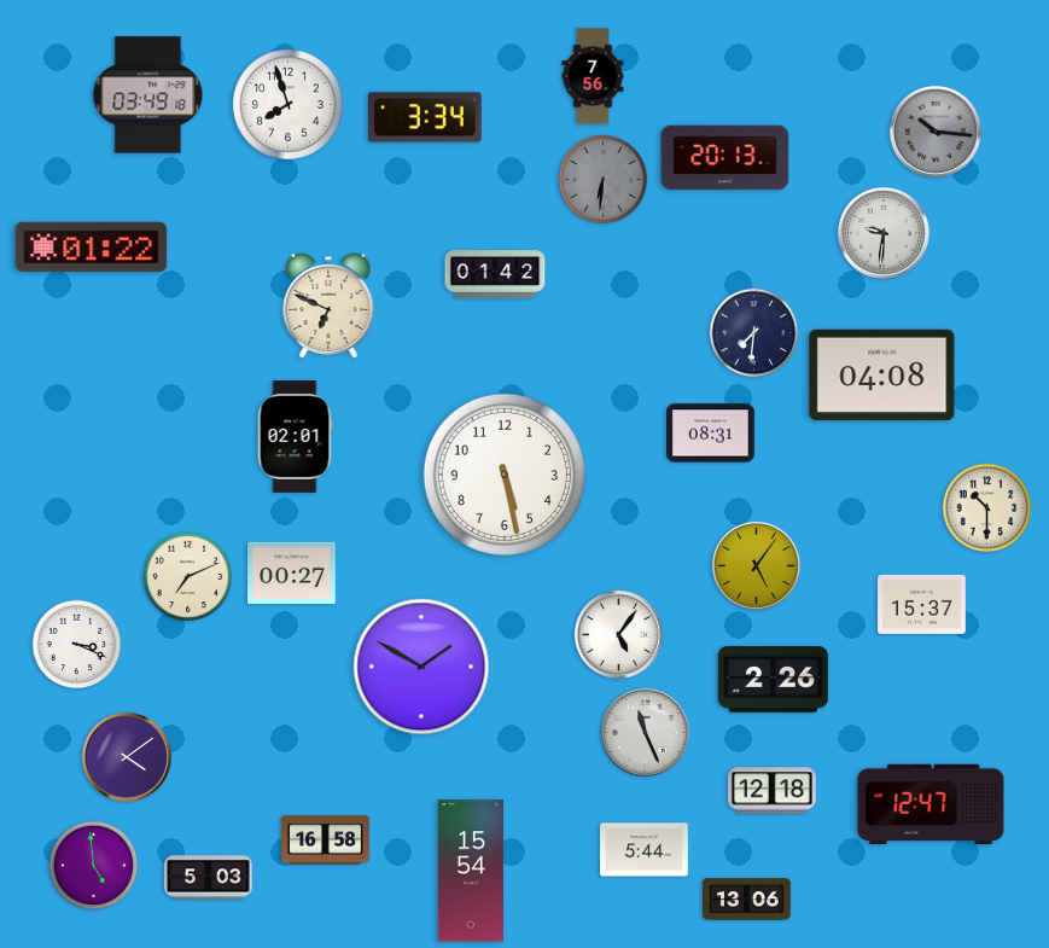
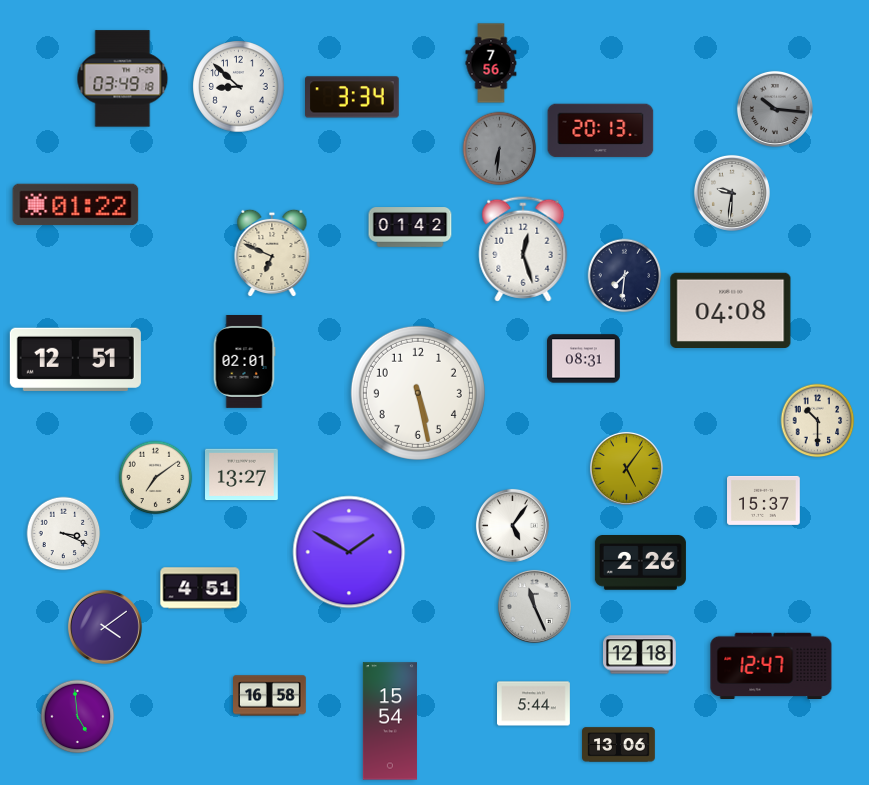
clock at (289, 105): 7:57 -> 8:52
clock at (523, 249): none -> 12:27
clock at (75, 359): none -> 12:51
clock at (711, 434) position: (711, 434) -> (584, 359)
clock at (292, 574): 00:27 -> 13:27
clock at (188, 577): 7:11 -> 7:09
clock at (200, 588): none -> 4:51
clock at (209, 878): 5:03 -> none
